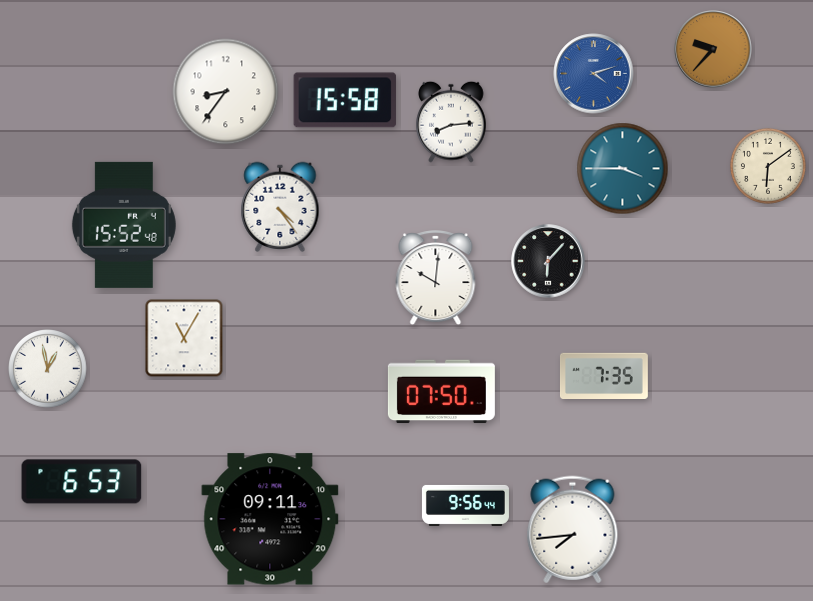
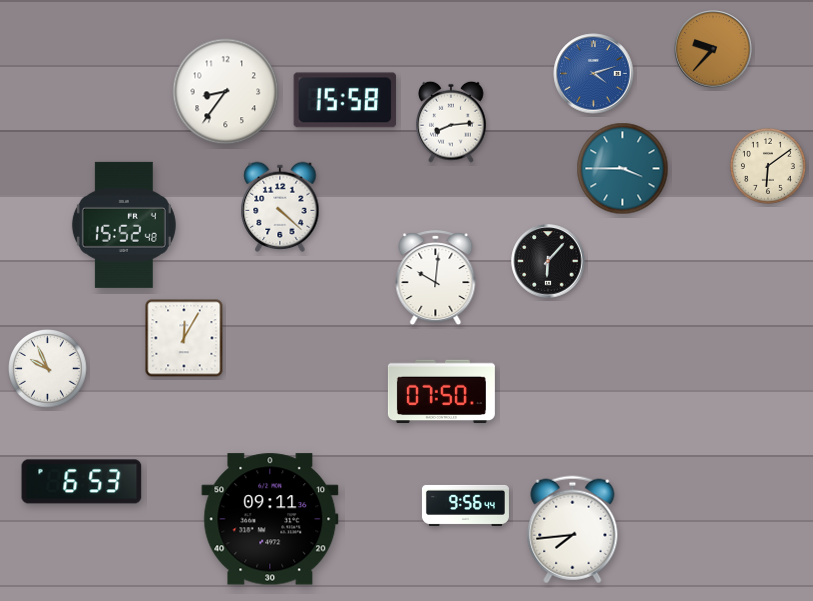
clock at (280, 207): 4:24 -> 4:22
clock at (184, 338): 11:05 -> 12:05
clock at (48, 369): 12:58 -> 9:56
clock at (604, 375): 7:35 -> none
